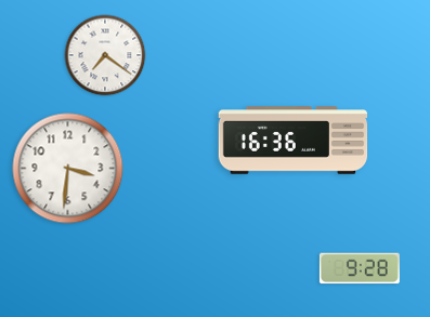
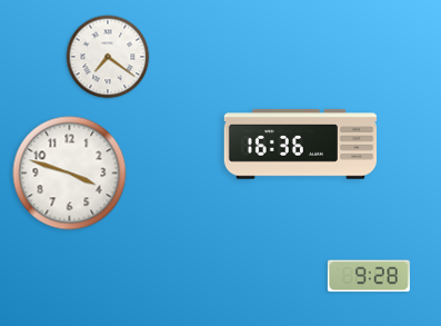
clock at (68, 169): 3:31 -> 3:48
